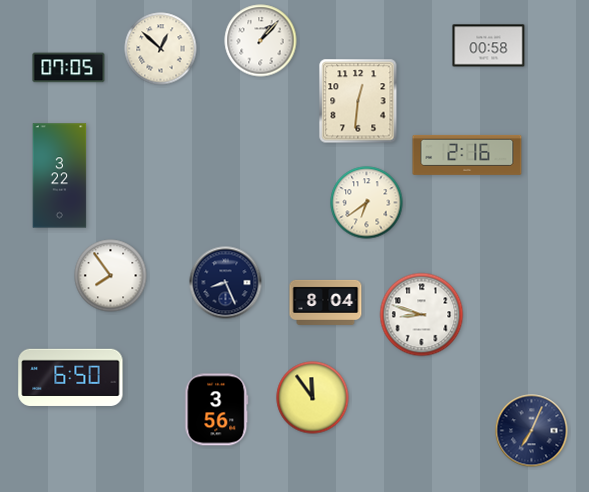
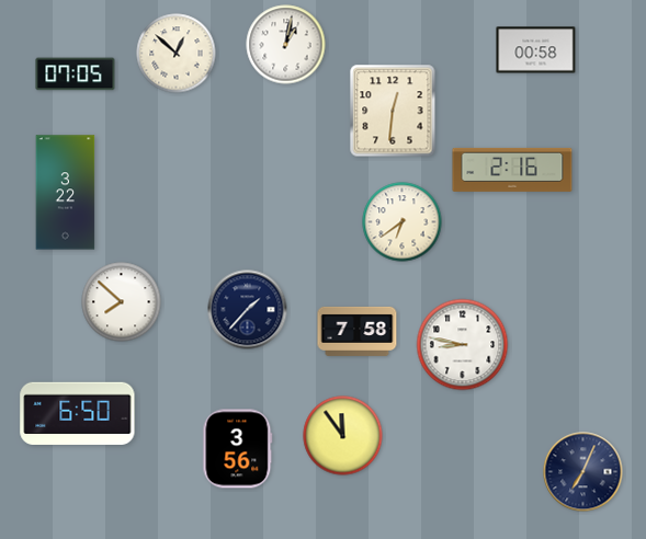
clock at (261, 41): 1:07 -> 1:02
clock at (111, 276): 7:54 -> 7:52
clock at (226, 283): 8:26 -> 1:37
clock at (326, 302): 8:04 -> 7:58
clock at (422, 315): 8:48 -> 8:47
